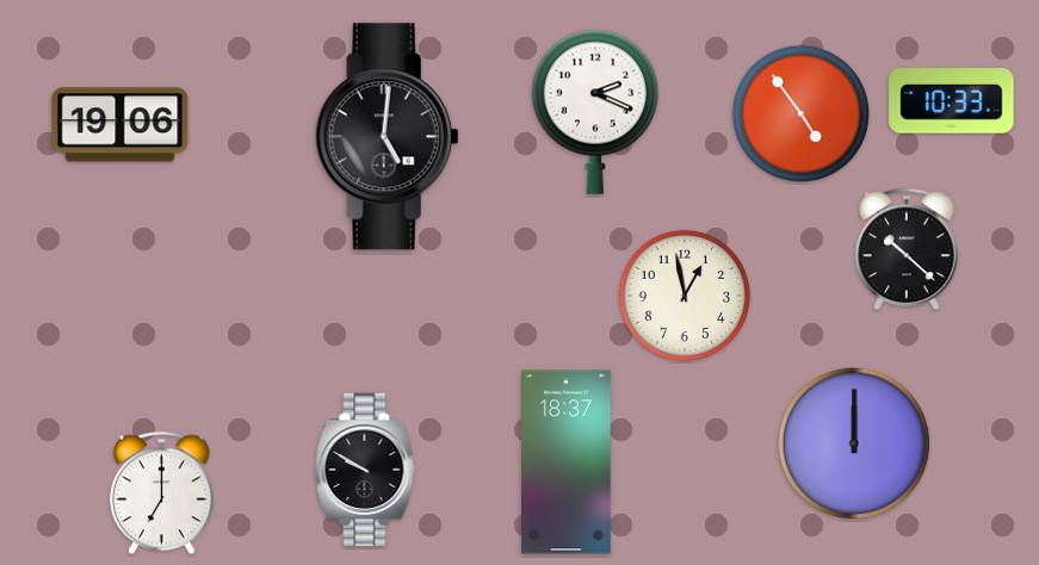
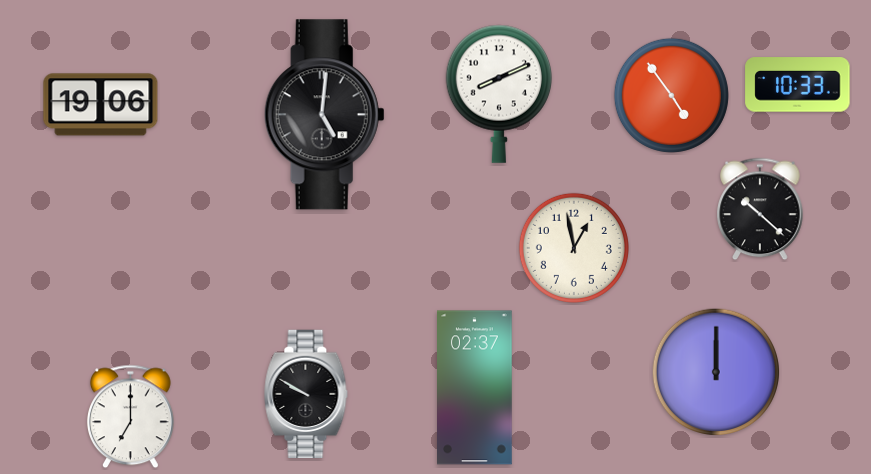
clock at (594, 112): 2:19 -> 8:11
clock at (567, 462): 18:37 -> 02:37
clock at (161, 493) position: (161, 493) -> (130, 417)
